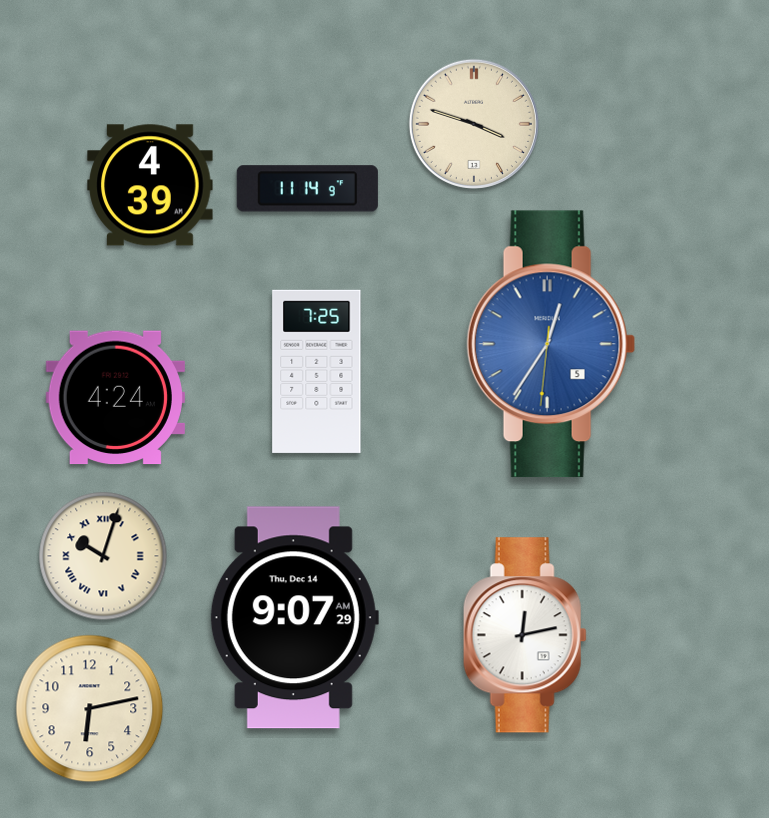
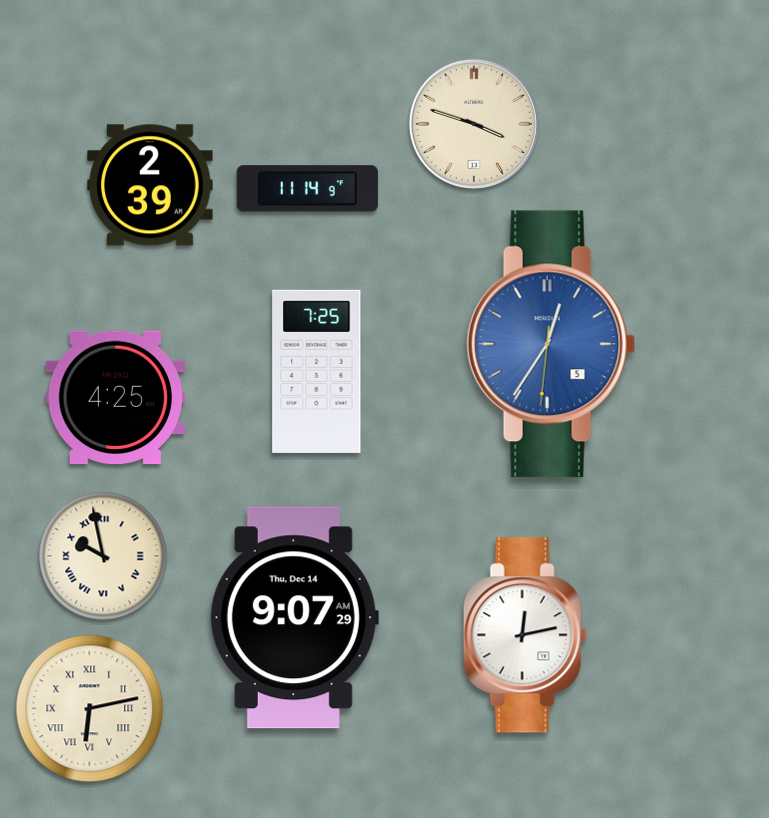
clock at (150, 185): 4:39 -> 2:39
clock at (115, 398): 4:24 -> 4:25
clock at (103, 556): 10:03 -> 9:58
clock at (90, 709) numerals: Arabic -> Roman
